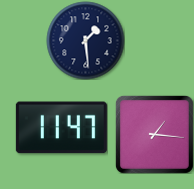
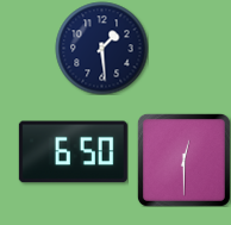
clock at (61, 128): 11:47 -> 6:50
clock at (154, 134): 1:16 -> 12:30
